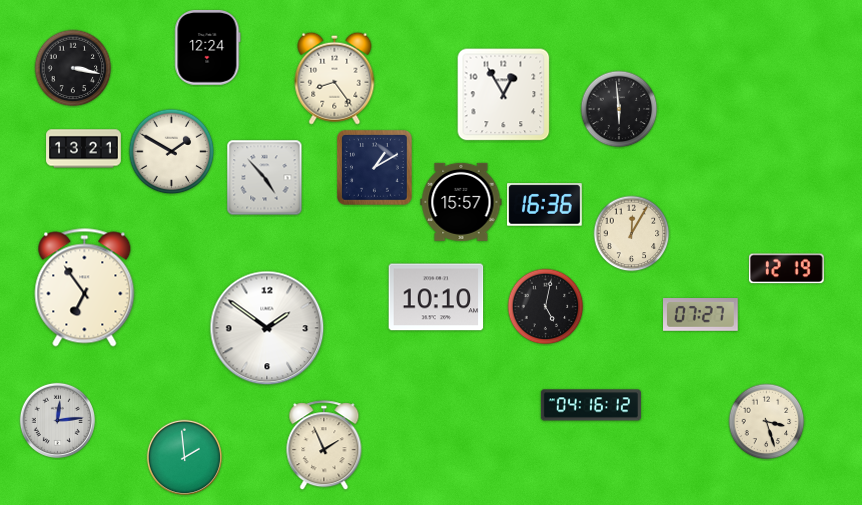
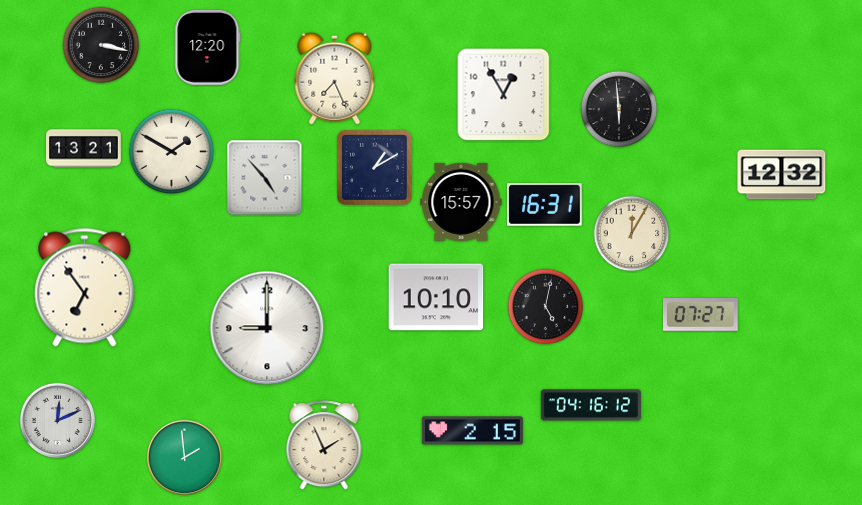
clock at (208, 48): 12:24 -> 12:20
clock at (73, 68) position: (73, 68) -> (101, 45)
clock at (335, 78): 8:24 -> 7:26
clock at (782, 175): none -> 12:32
clock at (545, 205): 16:36 -> 16:31
clock at (786, 269): 12:19 -> none
clock at (267, 328): 1:51 -> 9:00
clock at (57, 420): 12:14 -> 12:11
clock at (767, 422): 3:27 -> none
clock at (472, 431): none -> 2:15
